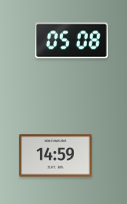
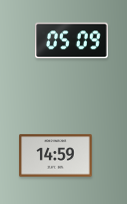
clock at (72, 41): 05:08 -> 05:09
